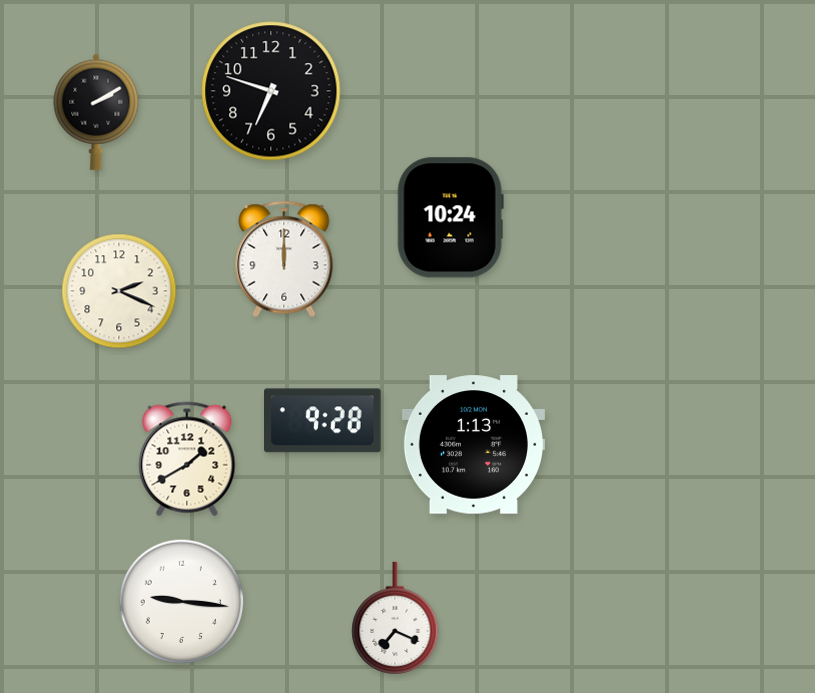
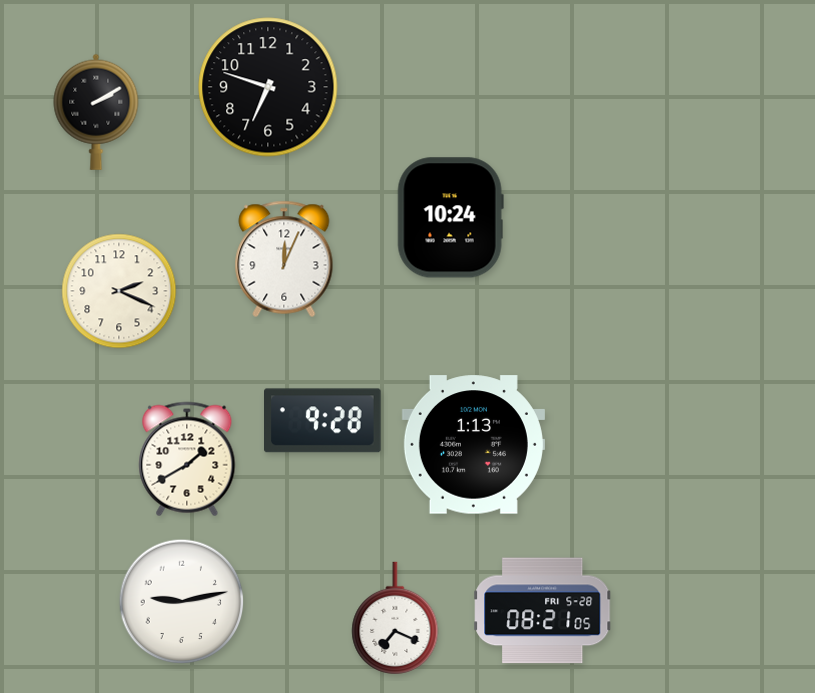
clock at (271, 91) position: (271, 91) -> (268, 87)
clock at (284, 259): 12:00 -> 12:04
clock at (182, 602): 9:16 -> 9:13
clock at (543, 611): none -> 08:21
